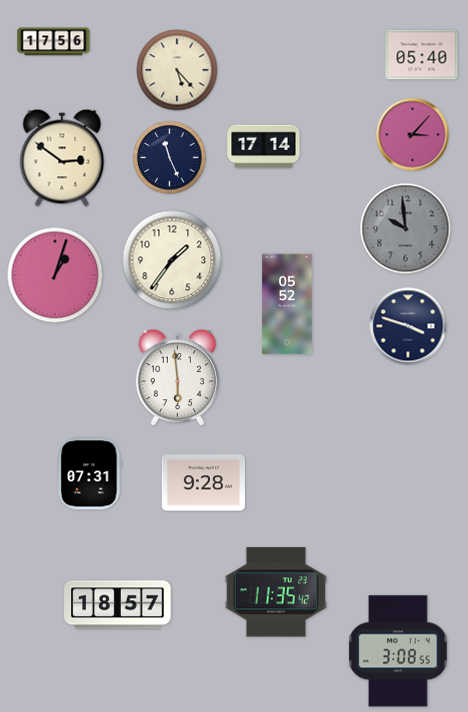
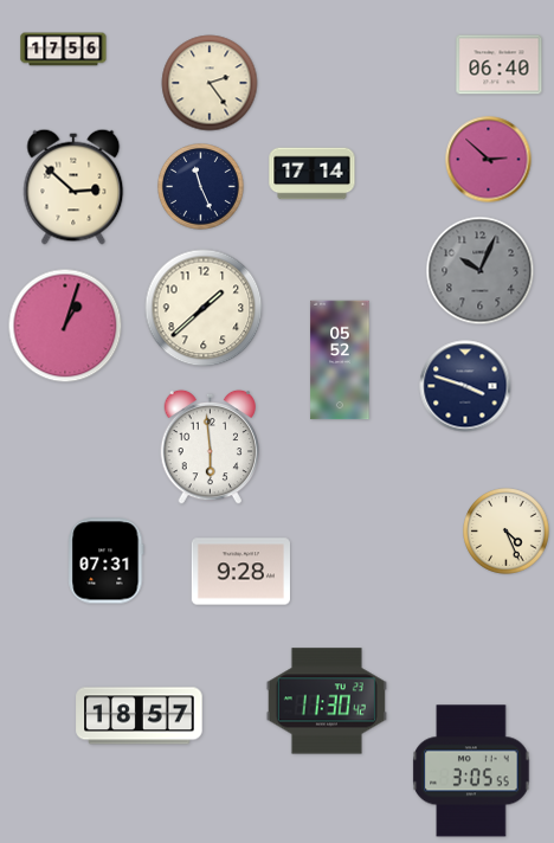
clock at (422, 55): 05:40 -> 06:40
clock at (177, 70): 5:23 -> 2:24
clock at (413, 135): 3:07 -> 2:52
clock at (62, 158): 2:51 -> 2:52
clock at (406, 229): 9:59 -> 10:04
clock at (172, 260): 1:36 -> 1:38
clock at (408, 326) position: (408, 326) -> (465, 386)
clock at (507, 532): none -> 4:26
clock at (276, 592): 11:35 -> 11:30
clock at (398, 651): 3:08 -> 3:05
